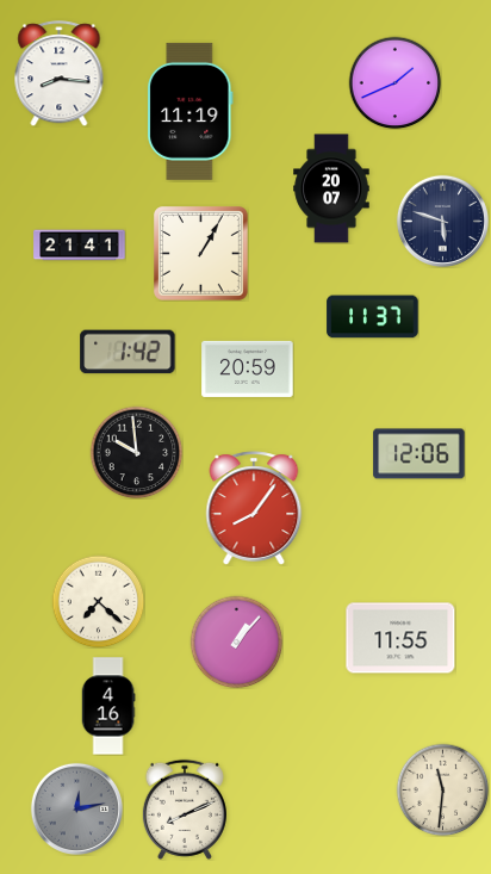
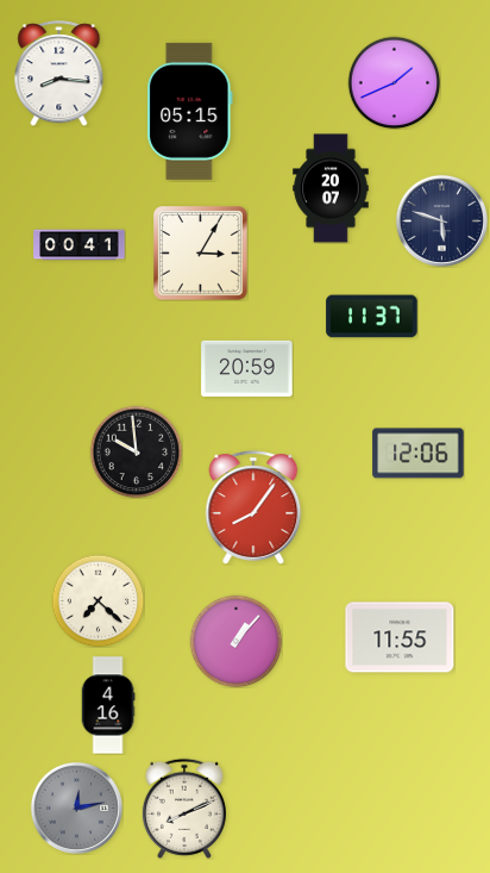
clock at (191, 111): 11:19 -> 05:15
clock at (80, 246): 21:41 -> 00:41
clock at (201, 254): 1:05 -> 3:05
clock at (128, 352): 1:42 -> none
clock at (442, 789): 11:31 -> none
